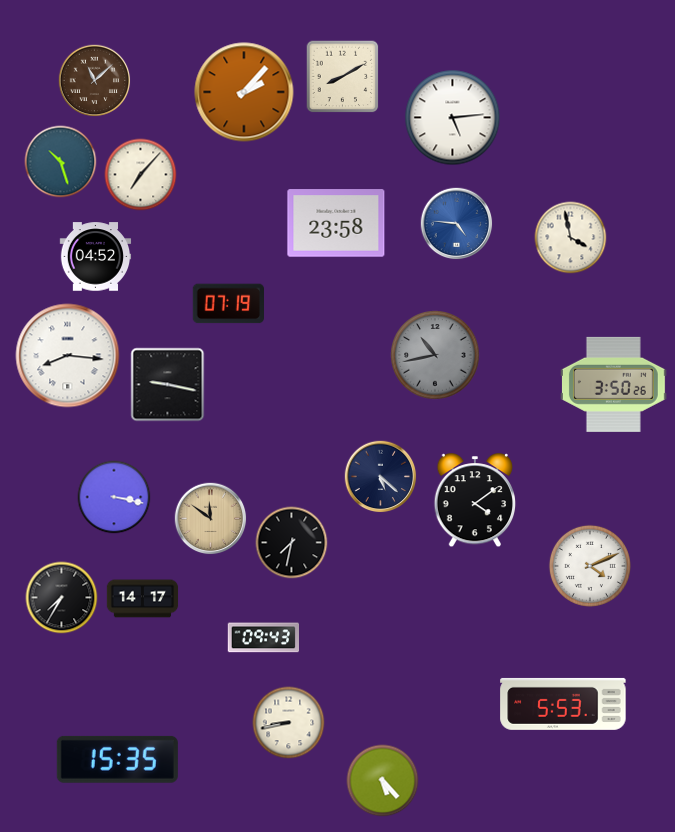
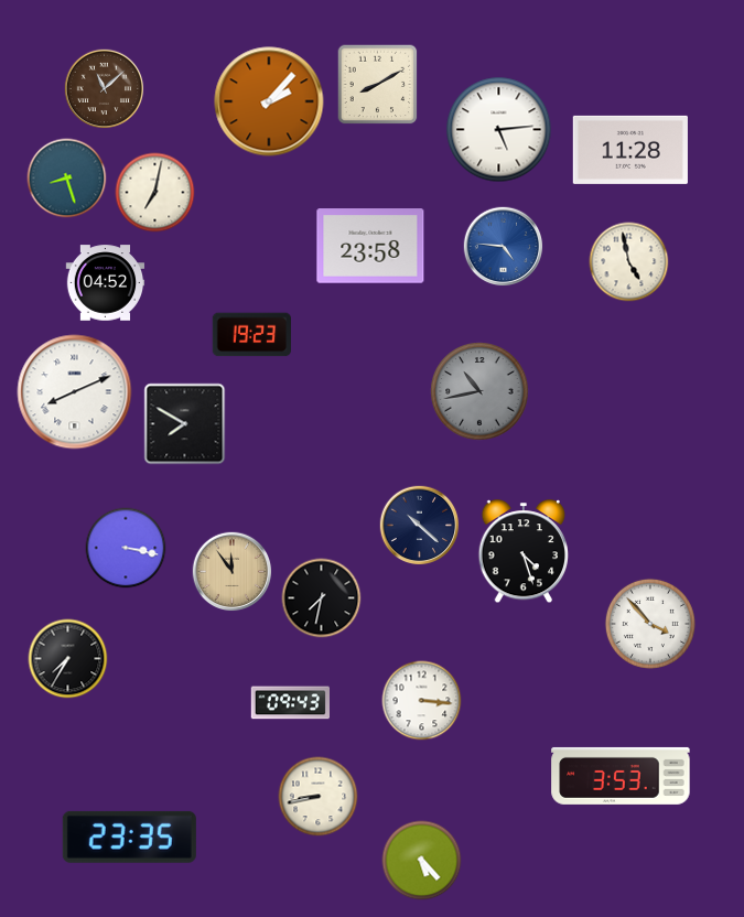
clock at (630, 150): none -> 11:28
clock at (61, 162): 10:27 -> 8:27
clock at (141, 175): 7:07 -> 7:02
clock at (571, 238): 3:58 -> 4:58
clock at (228, 304): 07:19 -> 19:23
clock at (68, 356): 8:16 -> 8:11
clock at (613, 384): 3:50 -> none
clock at (168, 385): 9:17 -> 7:50
clock at (381, 477): 5:22 -> 10:22
clock at (475, 501): 4:09 -> 4:27
clock at (211, 519): 11:51 -> 11:54
clock at (590, 566): 4:11 -> 3:53
clock at (143, 599): 14:17 -> none
clock at (422, 701): none -> 3:16
clock at (563, 704): 5:53 -> 3:53
clock at (117, 759): 15:35 -> 23:35
